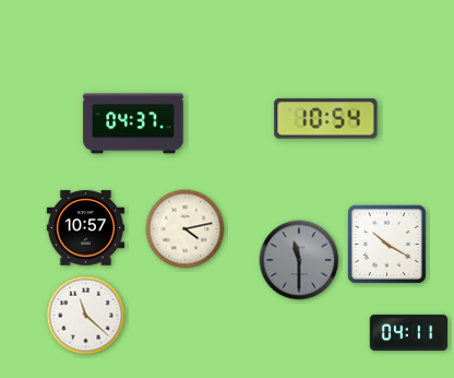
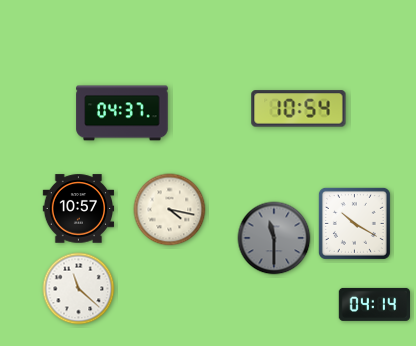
clock at (186, 229): 4:13 -> 4:17
clock at (408, 332): 04:11 -> 04:14
